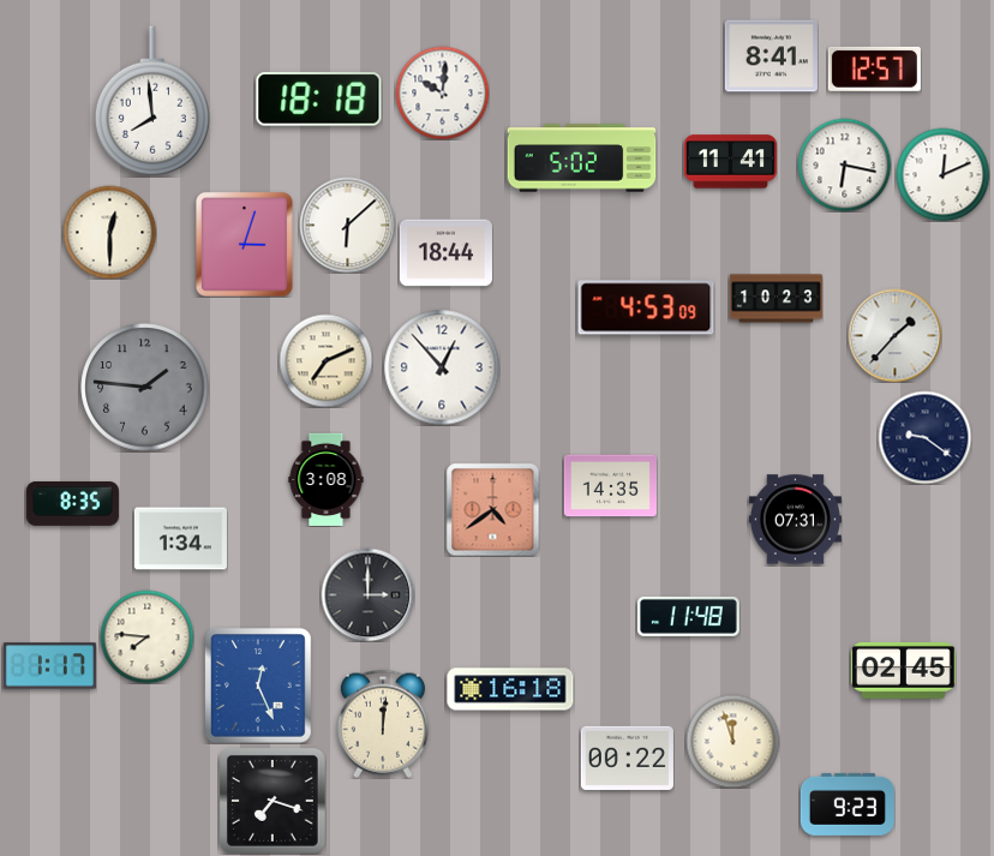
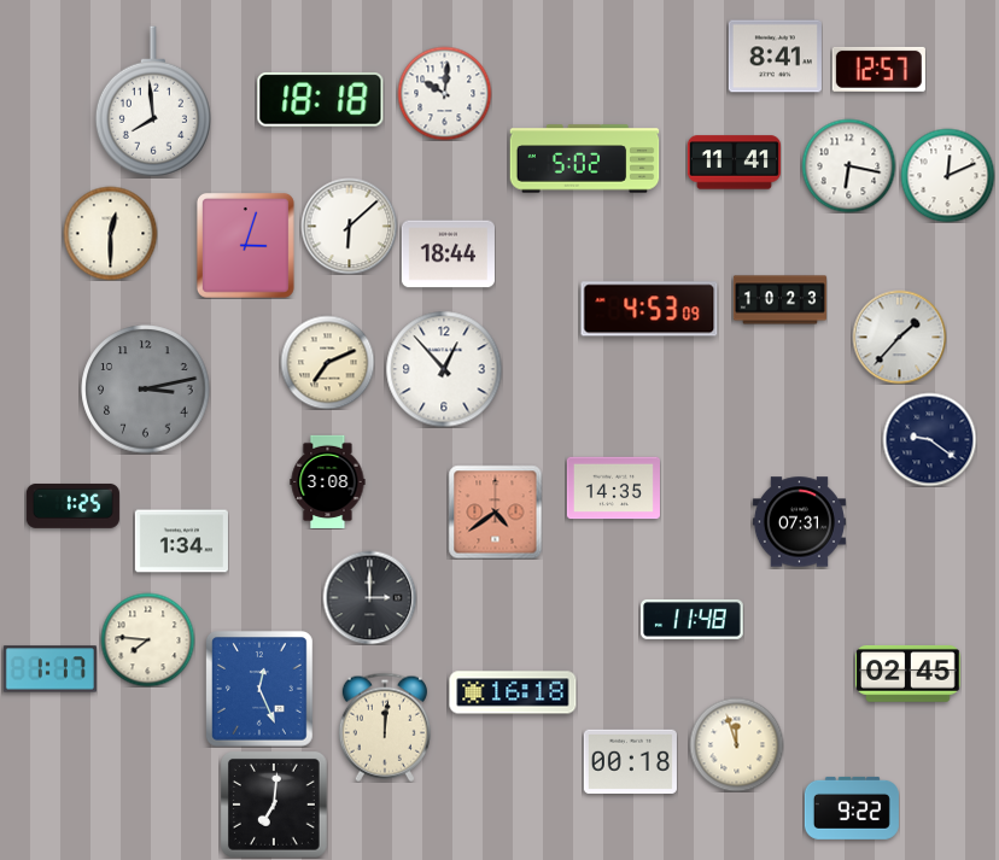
clock at (145, 388): 1:46 -> 3:13
clock at (72, 503): 8:35 -> 1:25
clock at (627, 758): 00:22 -> 00:18
clock at (274, 802): 7:18 -> 7:01
clock at (848, 804): 9:23 -> 9:22
